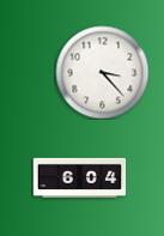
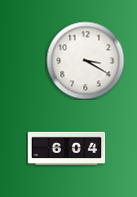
clock at (102, 72): 3:23 -> 3:20
